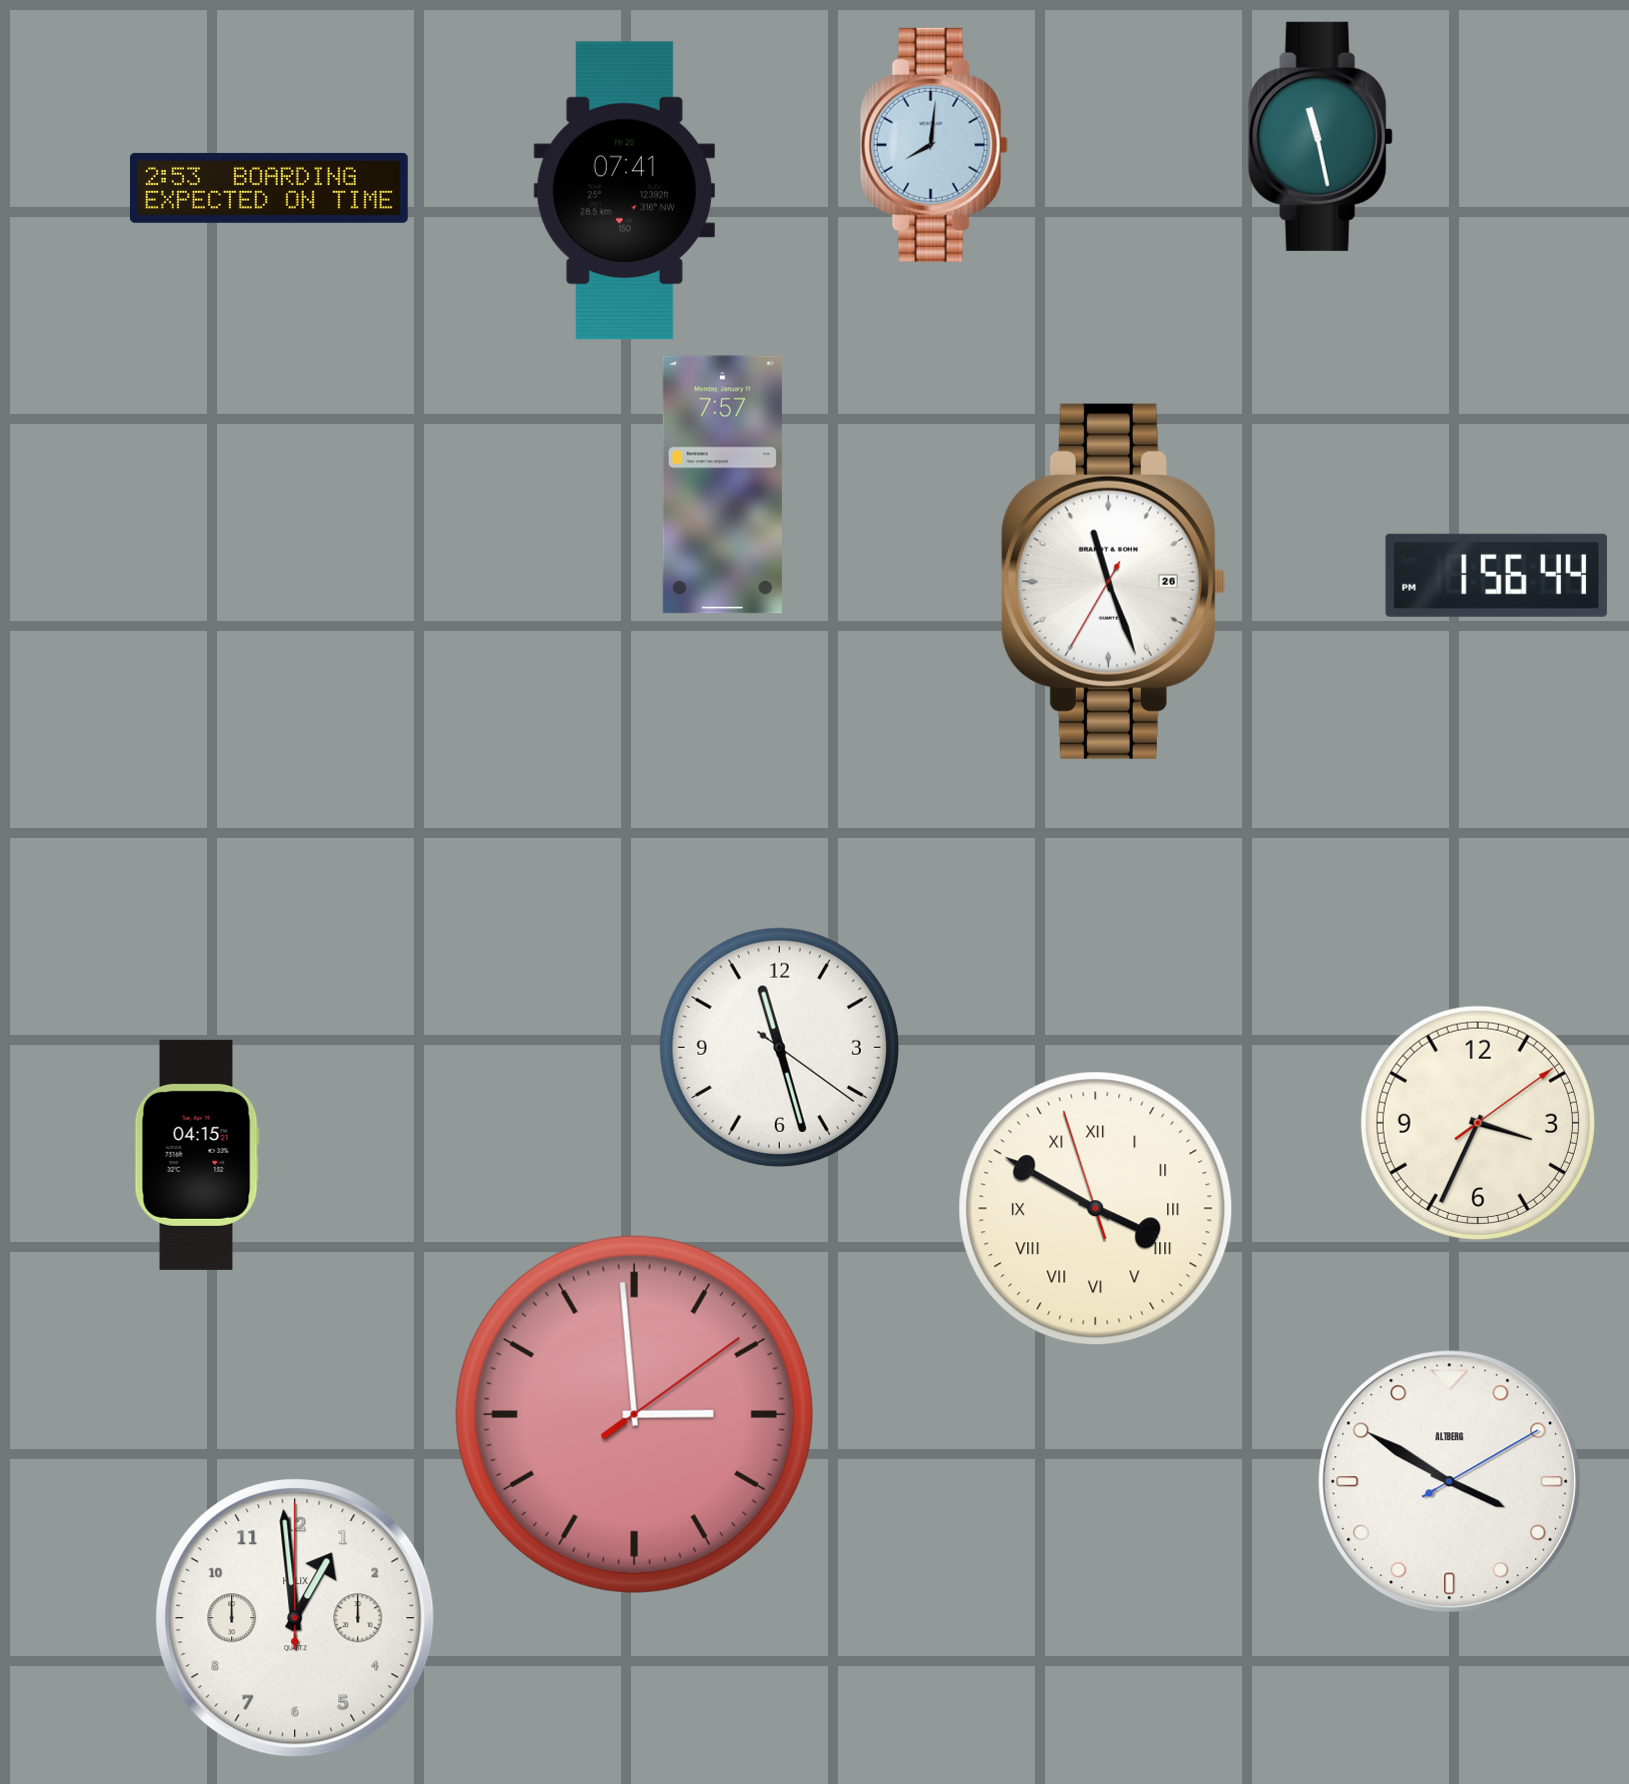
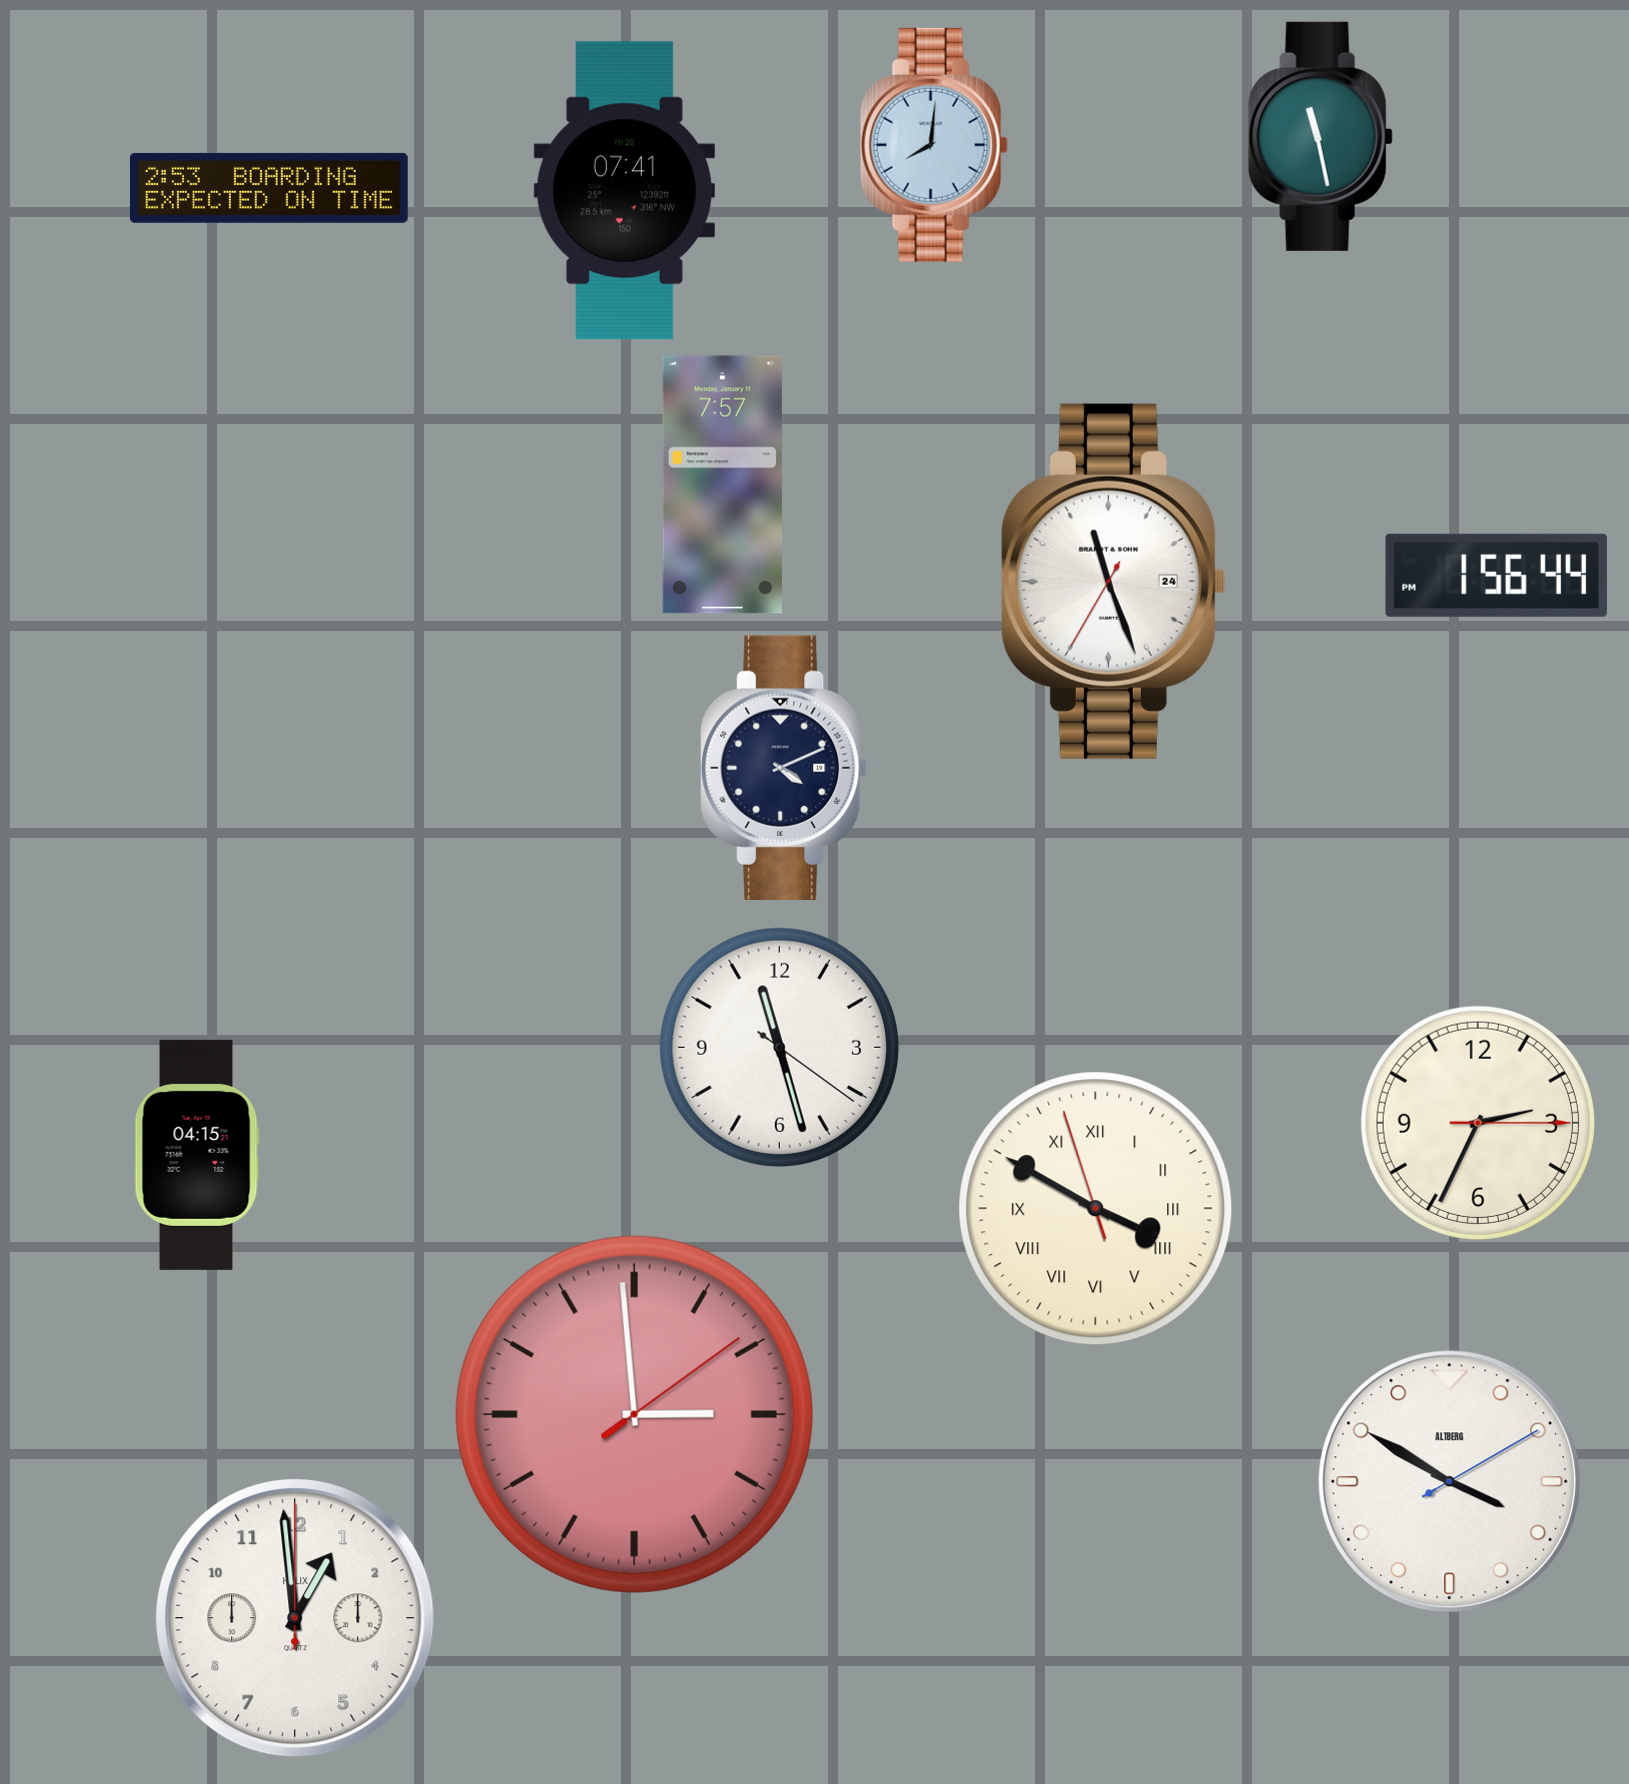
clock at (1113, 581) date: 26 -> 24
clock at (785, 768): none -> 4:11
clock at (1478, 1123): 3:34 -> 2:34
